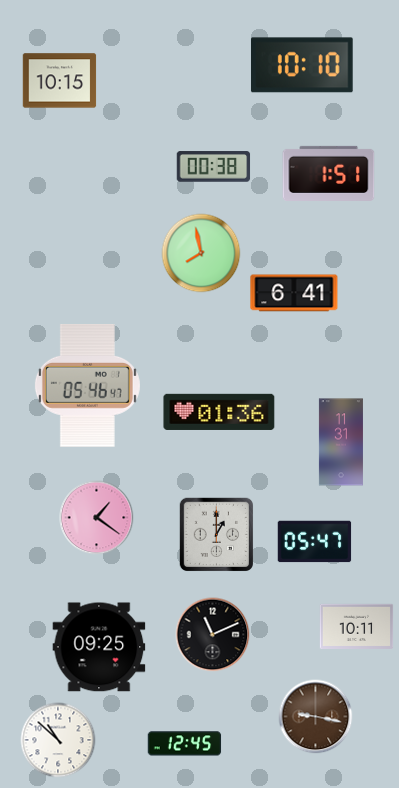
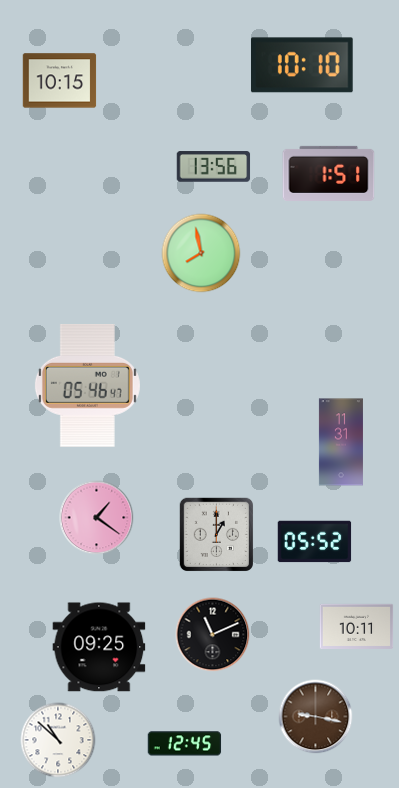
clock at (214, 167): 00:38 -> 13:56
clock at (294, 293): 6:41 -> none
clock at (219, 412): 01:36 -> none
clock at (315, 542): 05:47 -> 05:52
